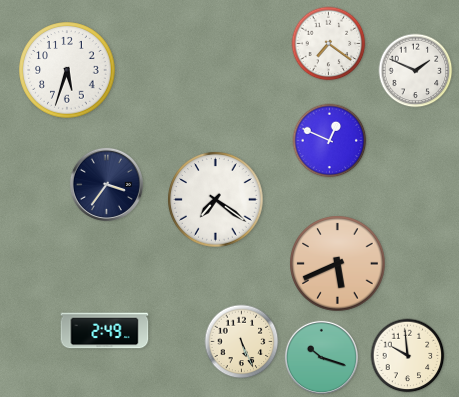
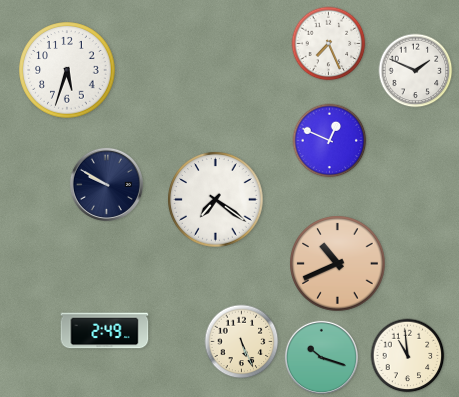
clock at (329, 44): 7:21 -> 7:26
clock at (106, 184): 3:36 -> 9:50
clock at (338, 264): 5:41 -> 10:41
clock at (408, 356): 9:59 -> 10:59
